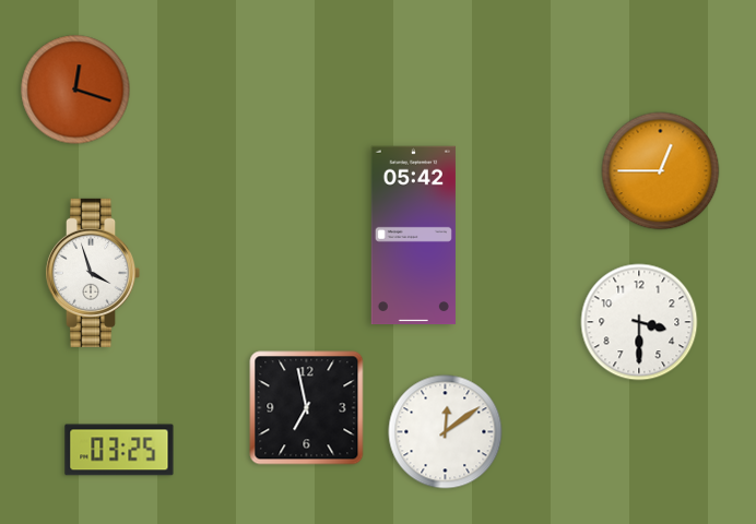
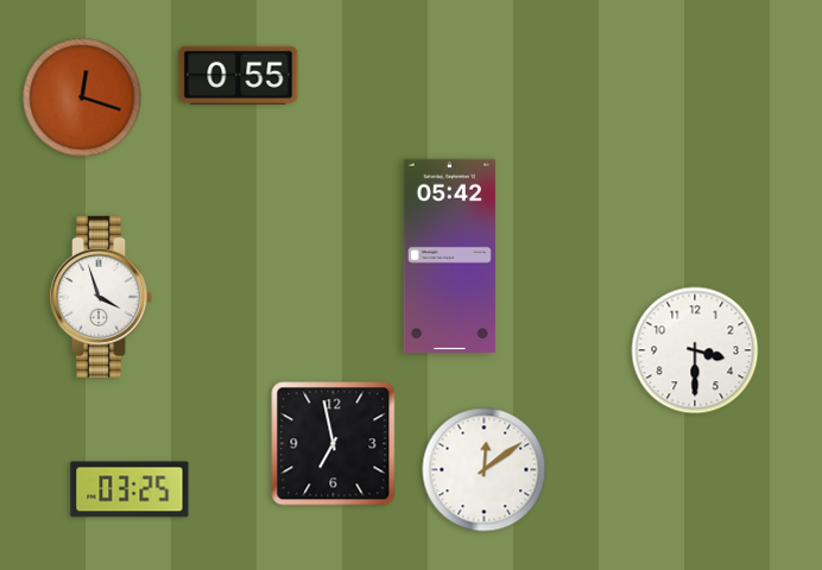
clock at (239, 75): none -> 0:55
clock at (661, 171): 12:45 -> none
